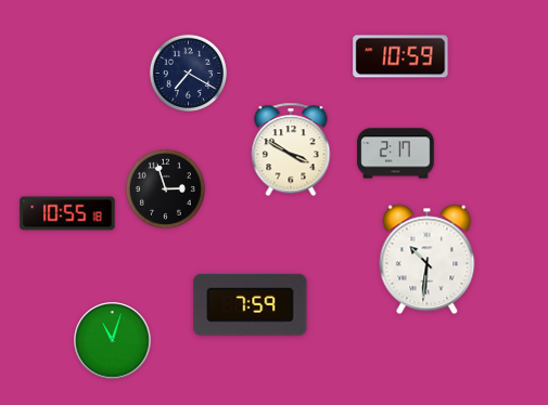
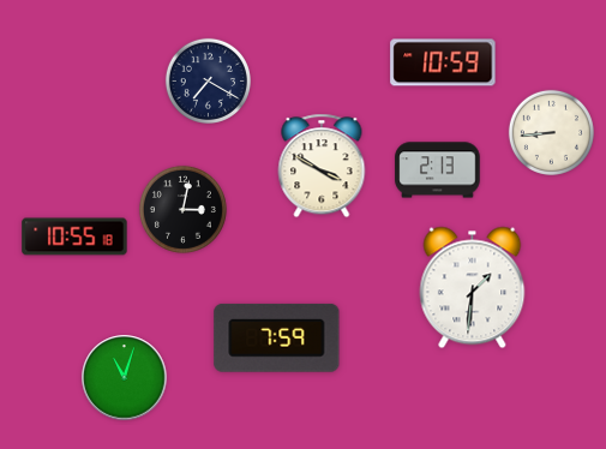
clock at (551, 132): none -> 8:44
clock at (396, 154): 2:17 -> 2:13
clock at (165, 188): 2:57 -> 3:02
clock at (428, 260): 10:31 -> 1:31
